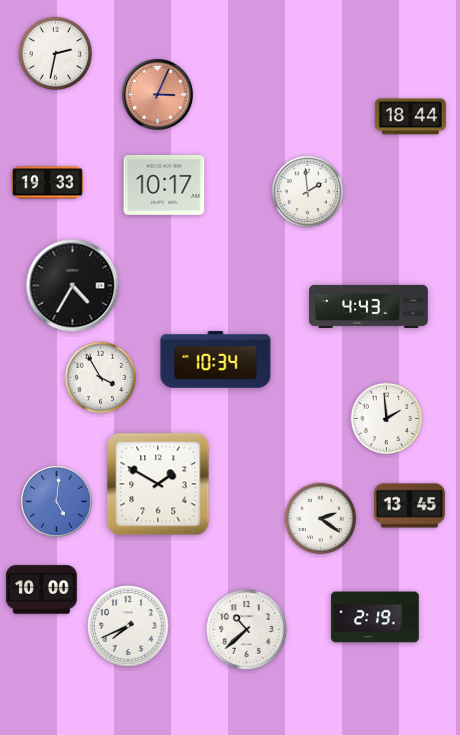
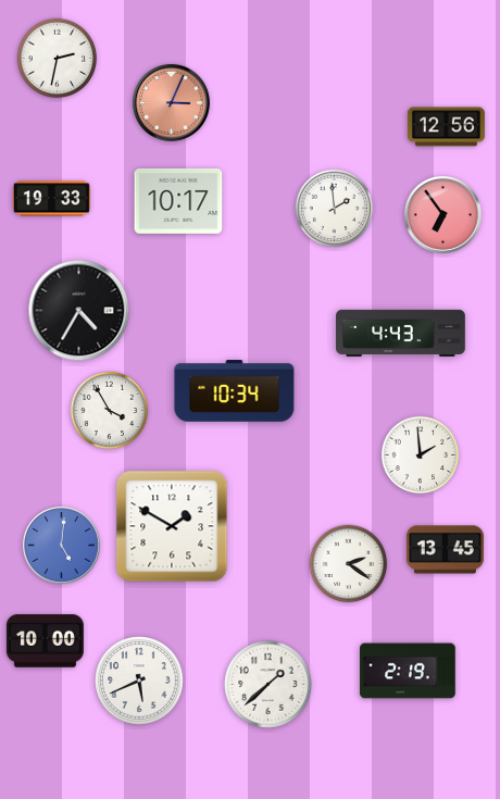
clock at (56, 54) position: (56, 54) -> (58, 59)
clock at (410, 117): 18:44 -> 12:56
clock at (442, 214): none -> 6:54
clock at (128, 626): 7:41 -> 5:41
clock at (247, 630): 10:38 -> 1:38
